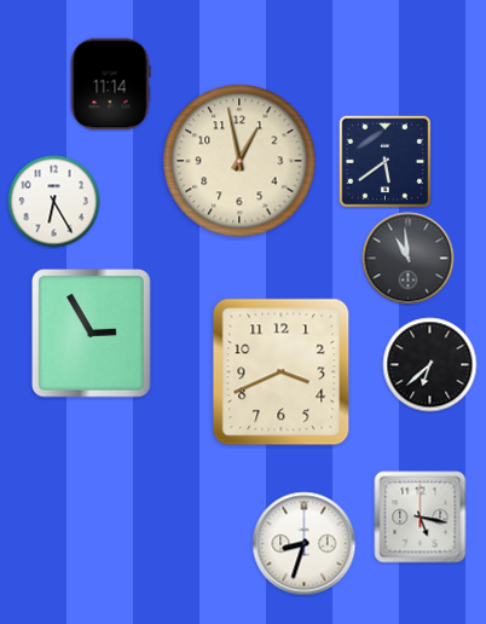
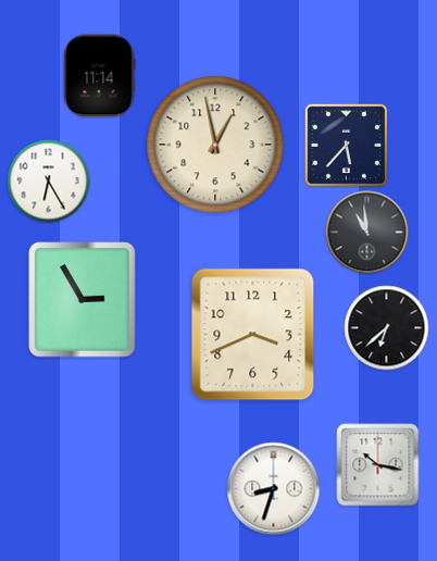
clock at (384, 161): 5:39 -> 5:37
clock at (421, 518): 5:17 -> 10:17
